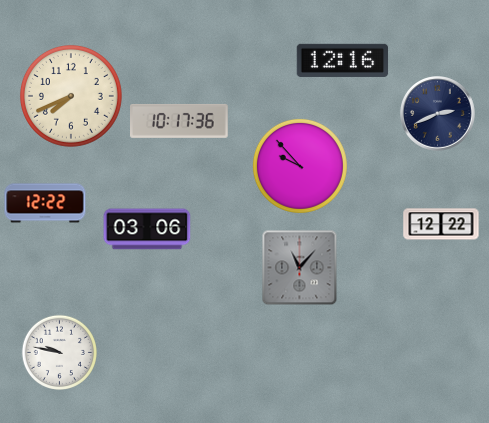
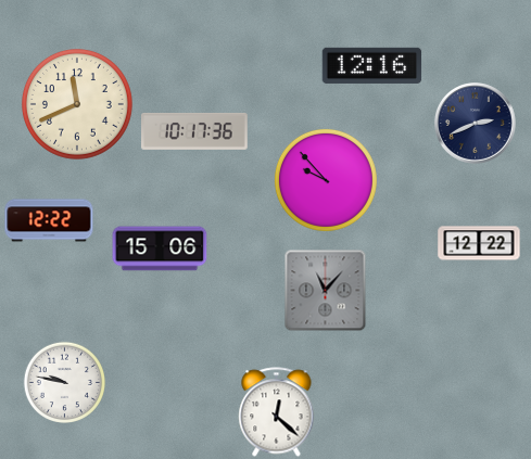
clock at (71, 96): 7:41 -> 11:41
clock at (147, 229): 03:06 -> 15:06
clock at (277, 412): none -> 12:22
